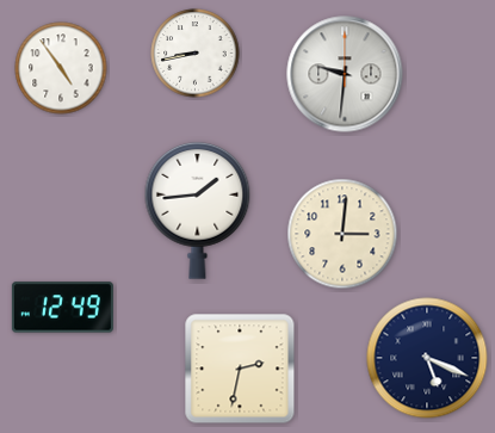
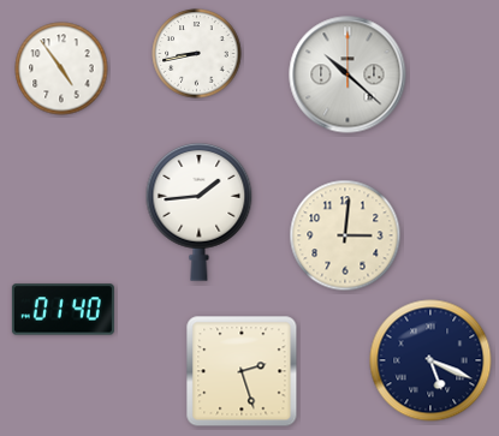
clock at (345, 74): 9:31 -> 10:22
clock at (62, 308): 12:49 -> 01:40
clock at (240, 369): 2:32 -> 2:27
